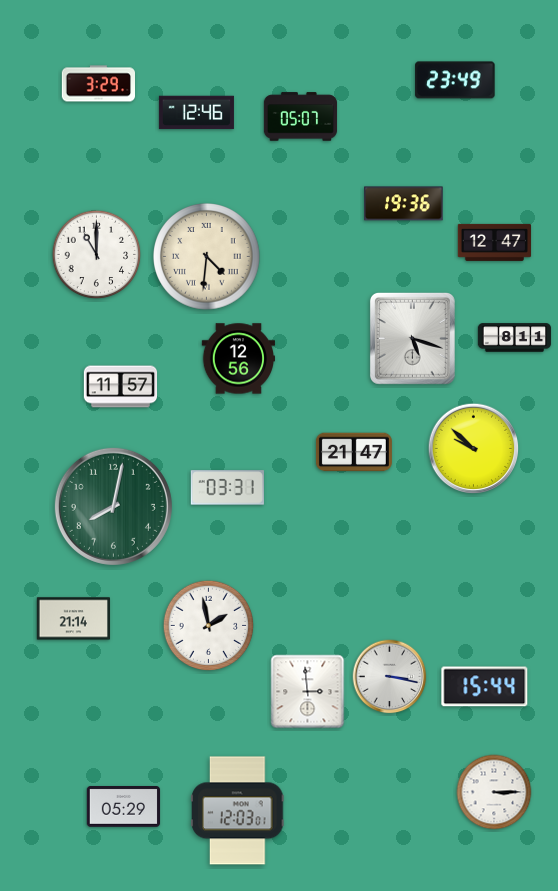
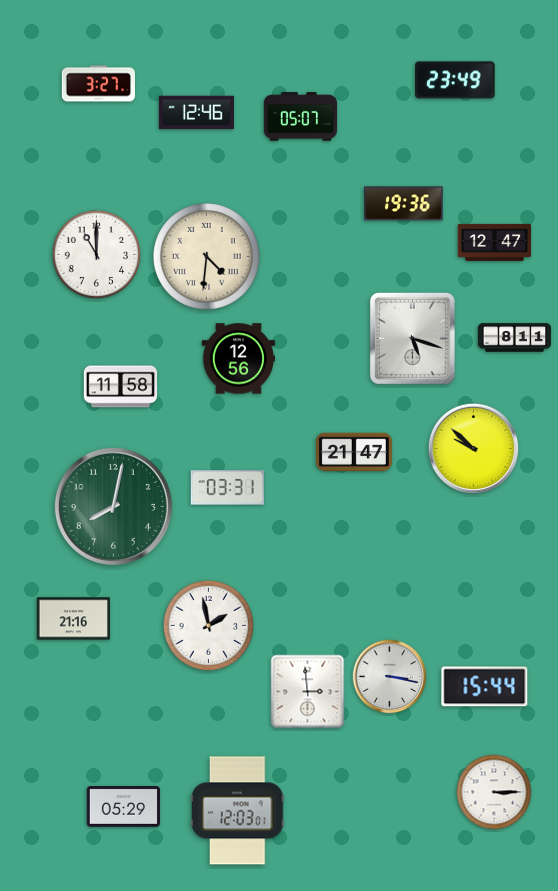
clock at (99, 84): 3:29 -> 3:27
clock at (121, 387): 11:57 -> 11:58
clock at (74, 619): 21:14 -> 21:16
